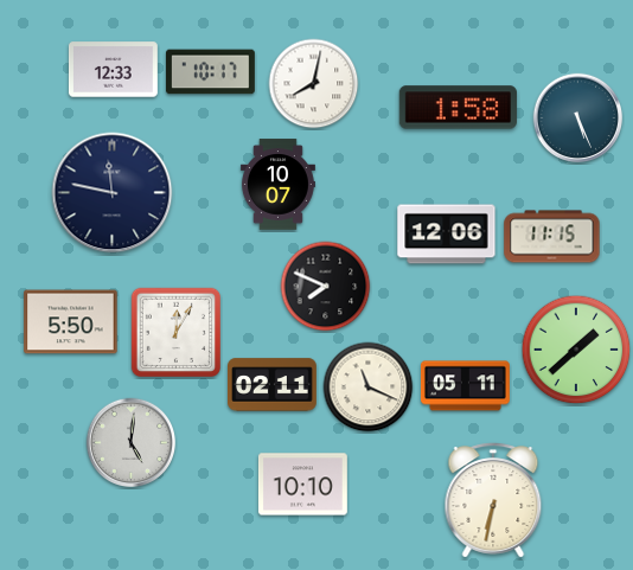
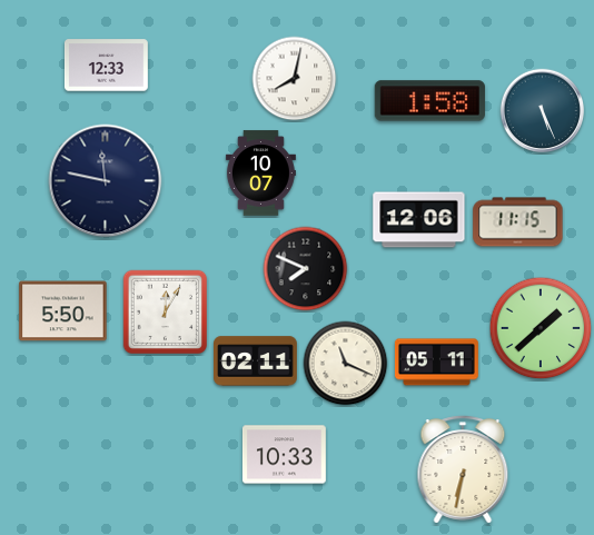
clock at (210, 72): 10:17 -> none
clock at (71, 322) position: (71, 322) -> (63, 311)
clock at (132, 443): 5:01 -> none
clock at (302, 485): 10:10 -> 10:33
